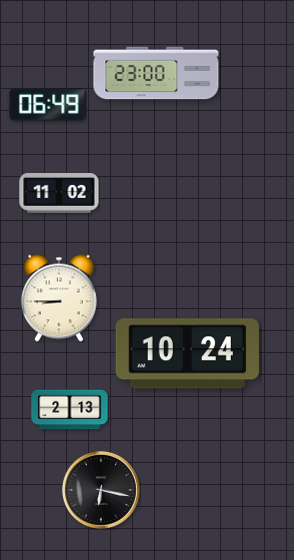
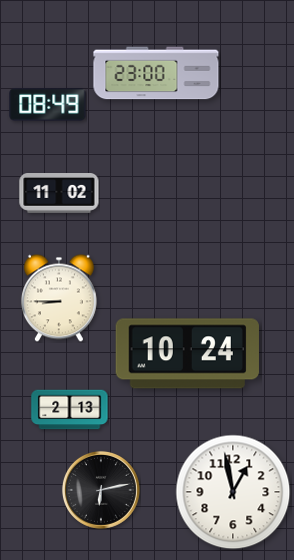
clock at (48, 105): 06:49 -> 08:49
clock at (101, 490): 6:17 -> 6:13
clock at (233, 492): none -> 12:58
